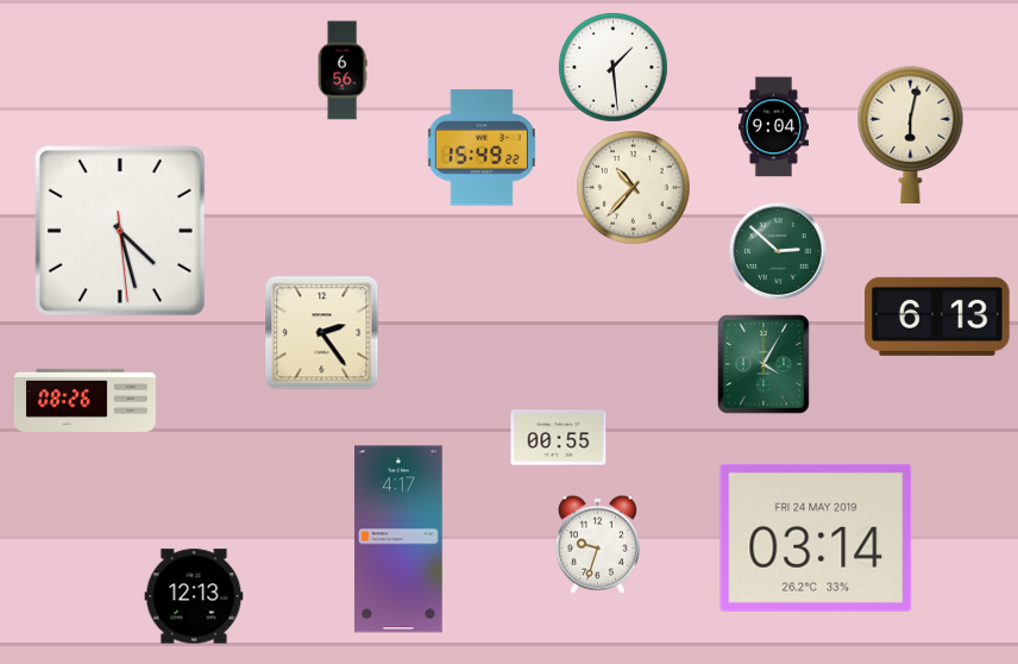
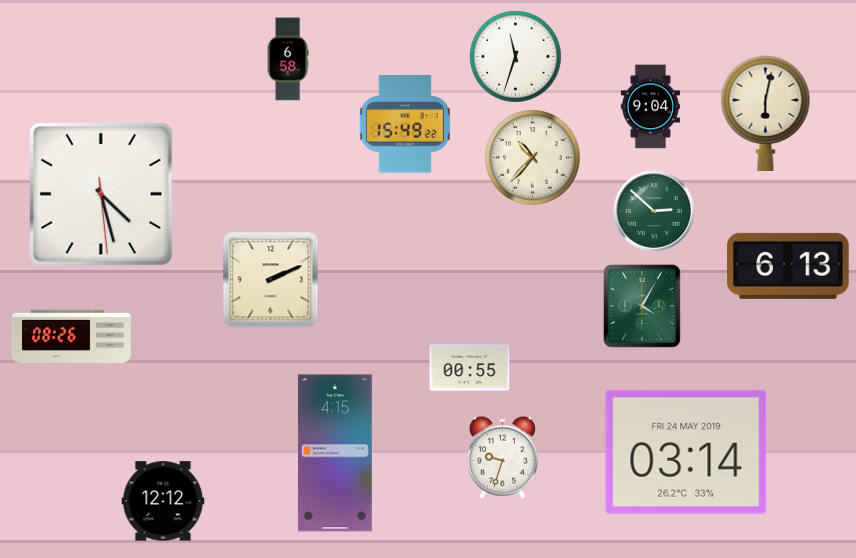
clock at (614, 68): 1:29 -> 11:33
clock at (343, 70): 6:56 -> 6:58
clock at (322, 333): 2:24 -> 2:11
clock at (398, 539): 4:17 -> 4:15
clock at (194, 596): 12:13 -> 12:12
